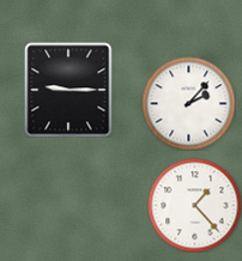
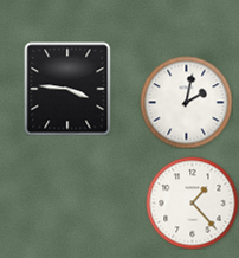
clock at (68, 90): 9:15 -> 3:46
clock at (188, 103): 2:07 -> 2:02
